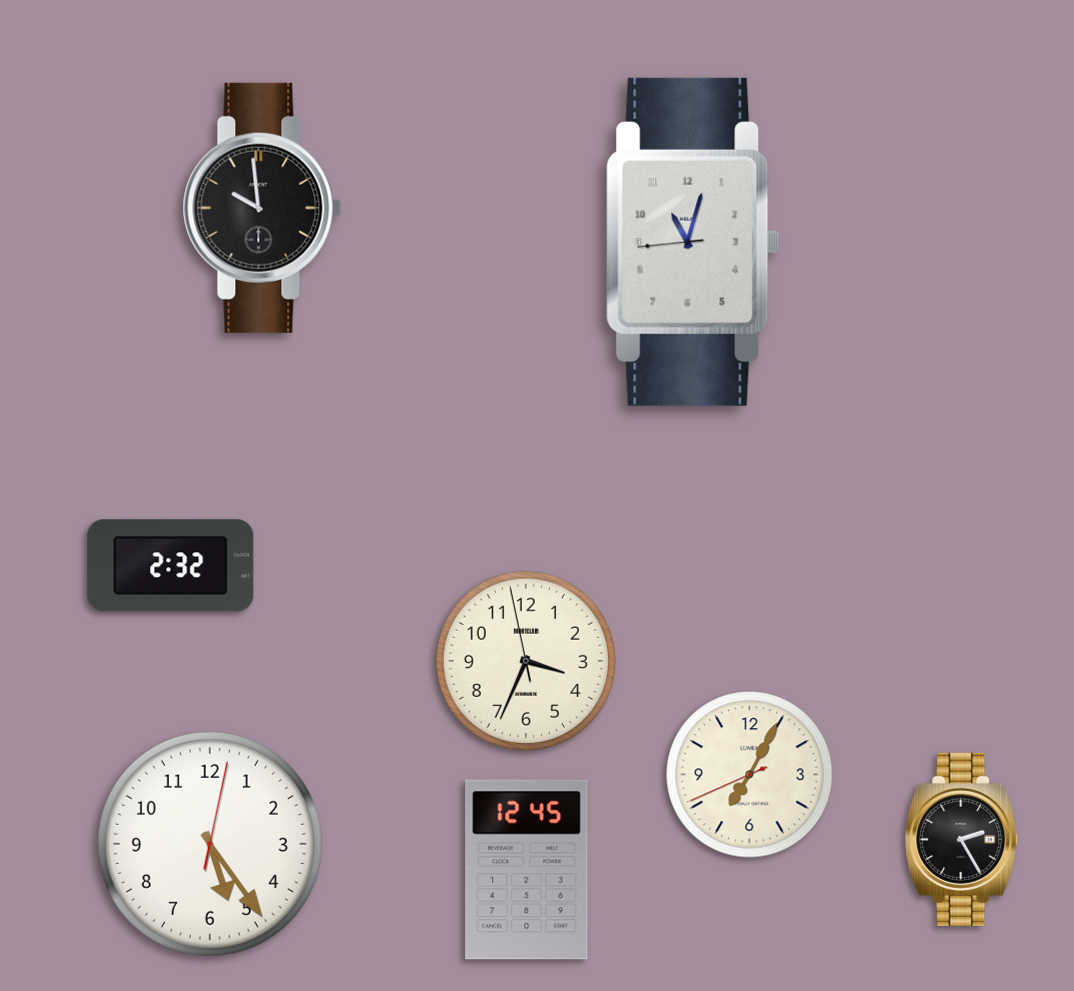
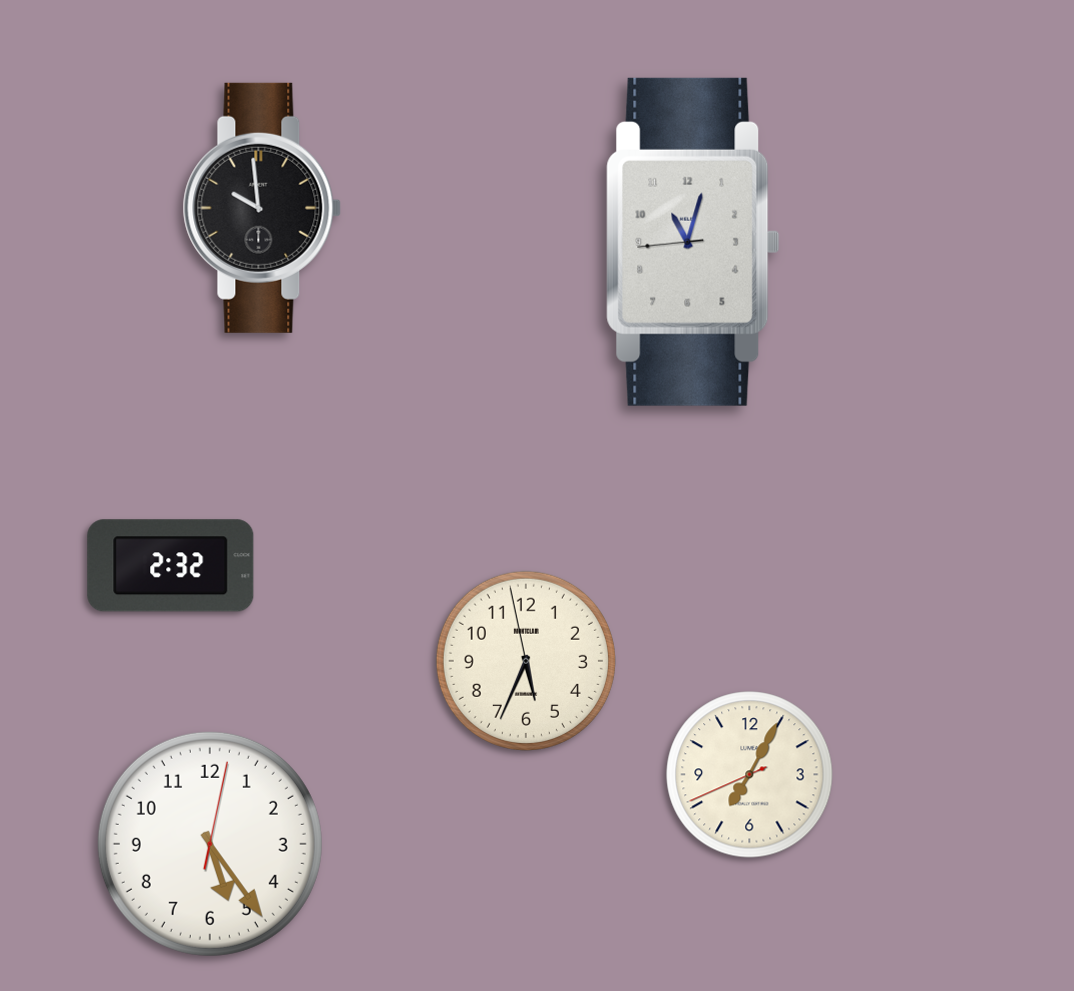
clock at (526, 661): 3:33 -> 5:33
clock at (962, 839): 2:25 -> none
clock at (527, 870): 12:45 -> none
